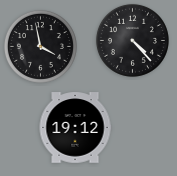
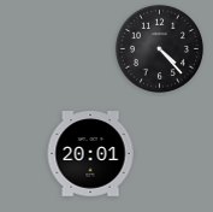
clock at (40, 46): 3:58 -> none
clock at (75, 128): 19:12 -> 20:01
